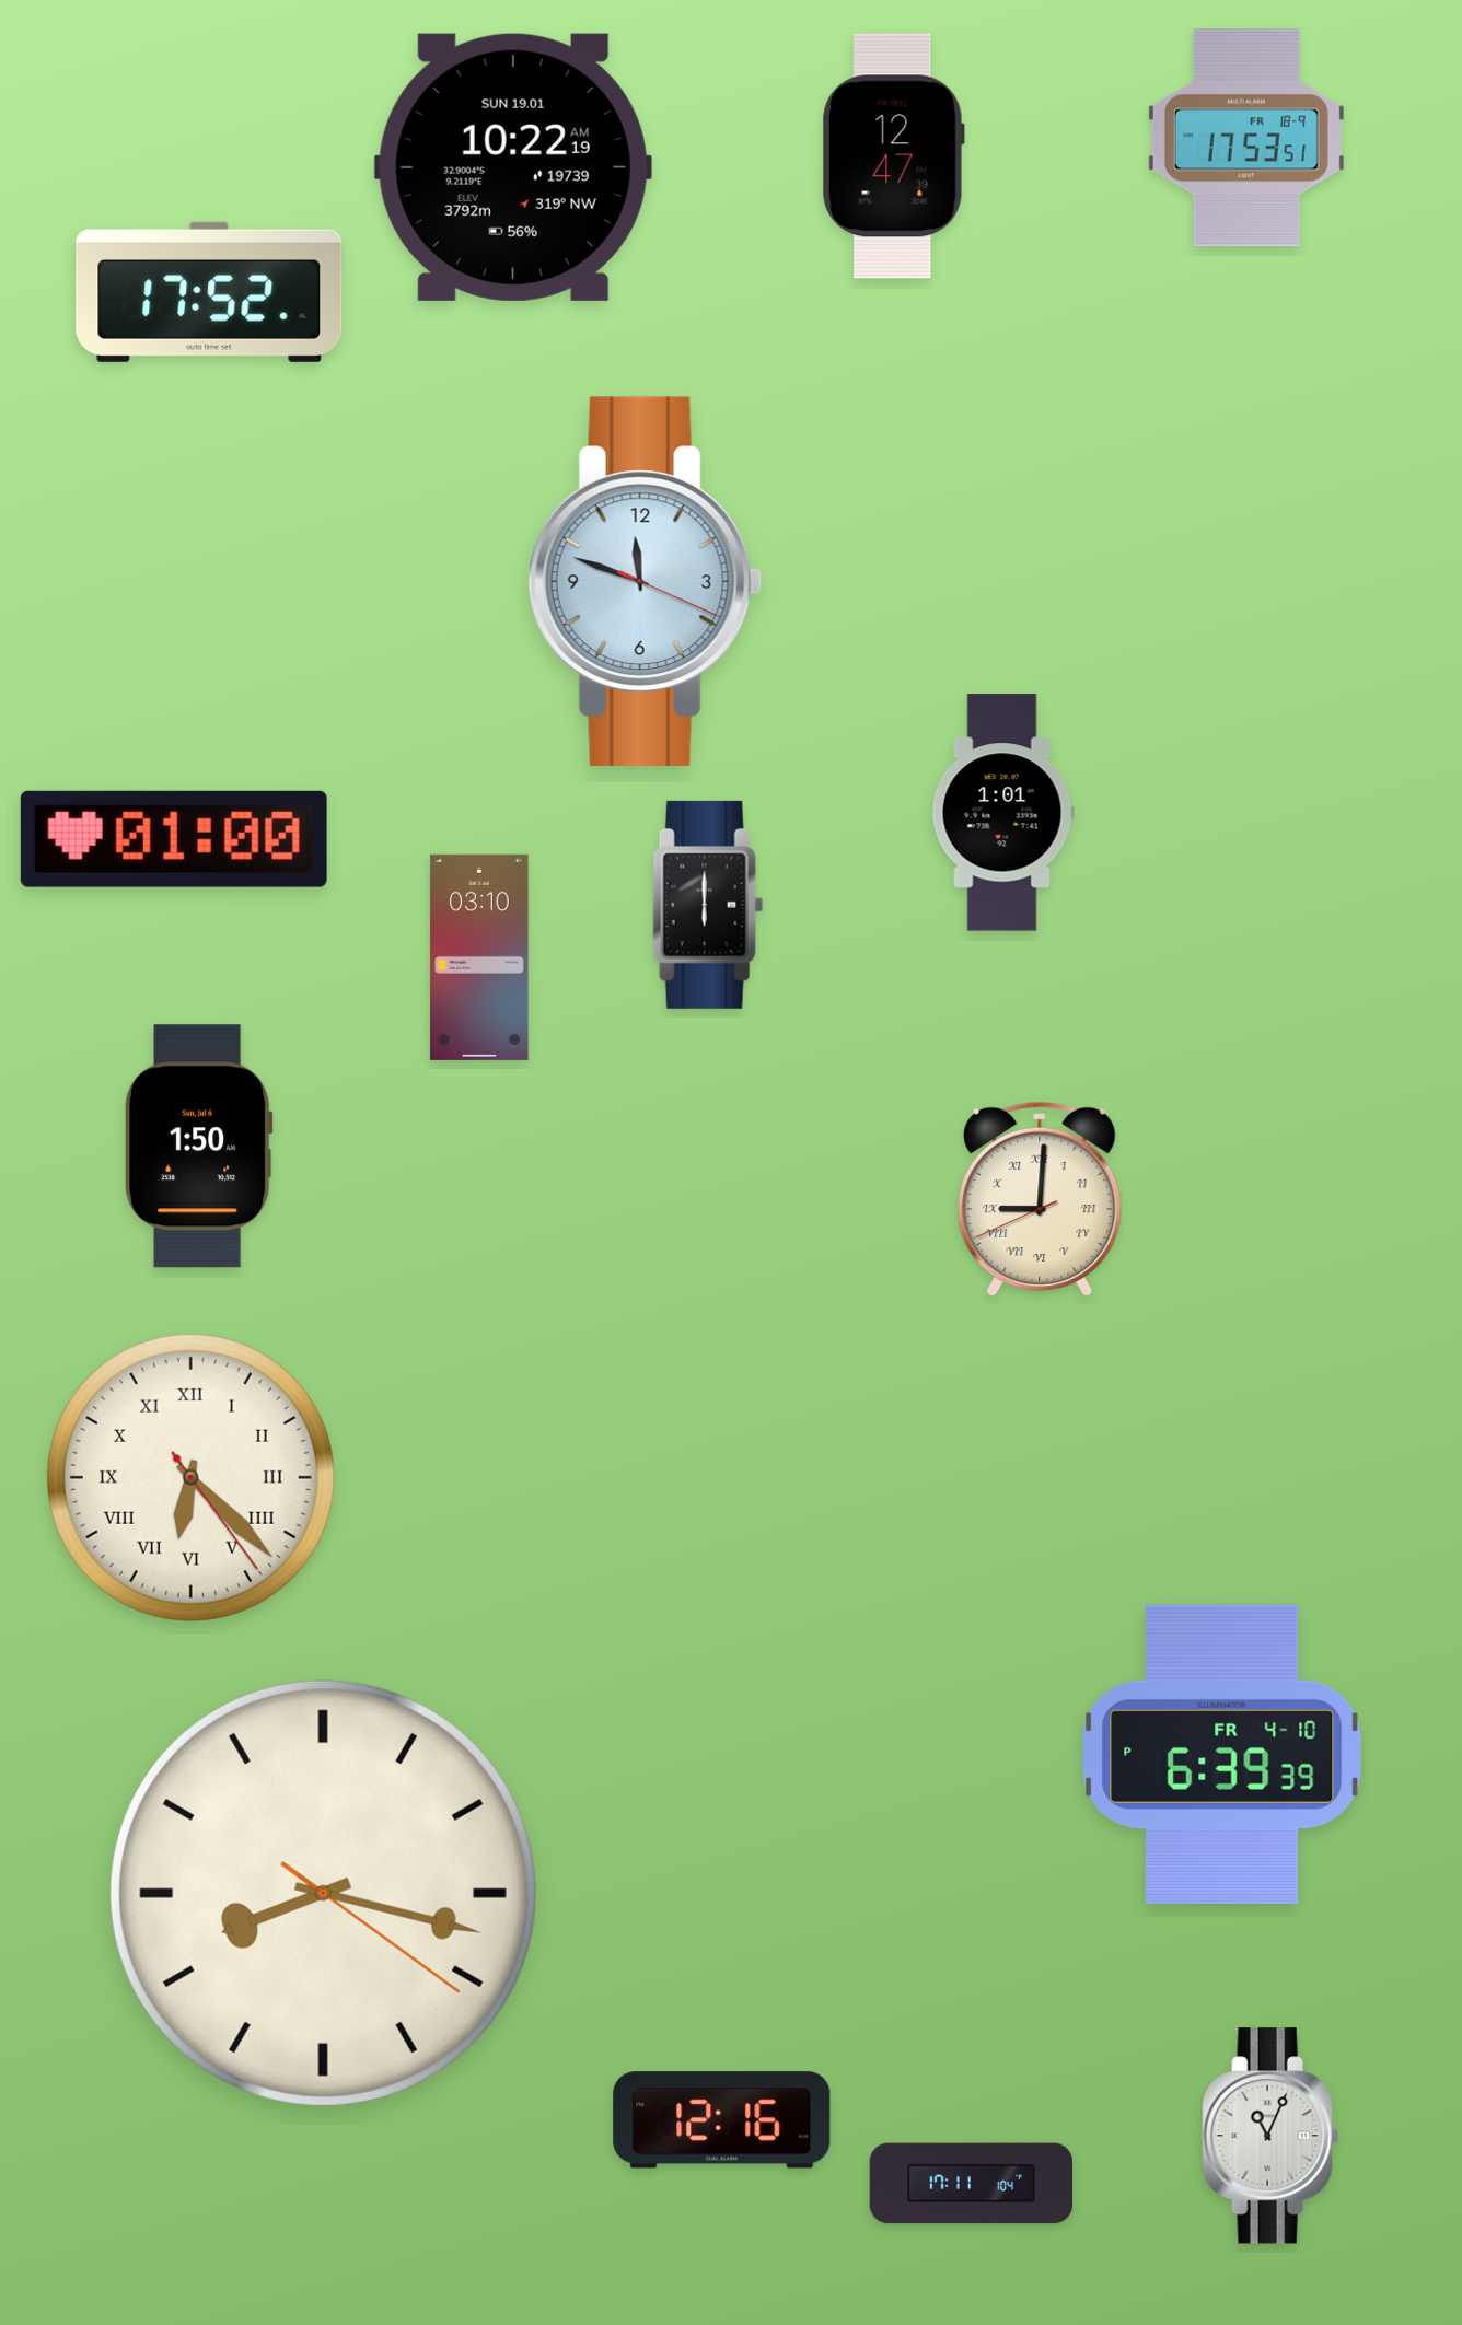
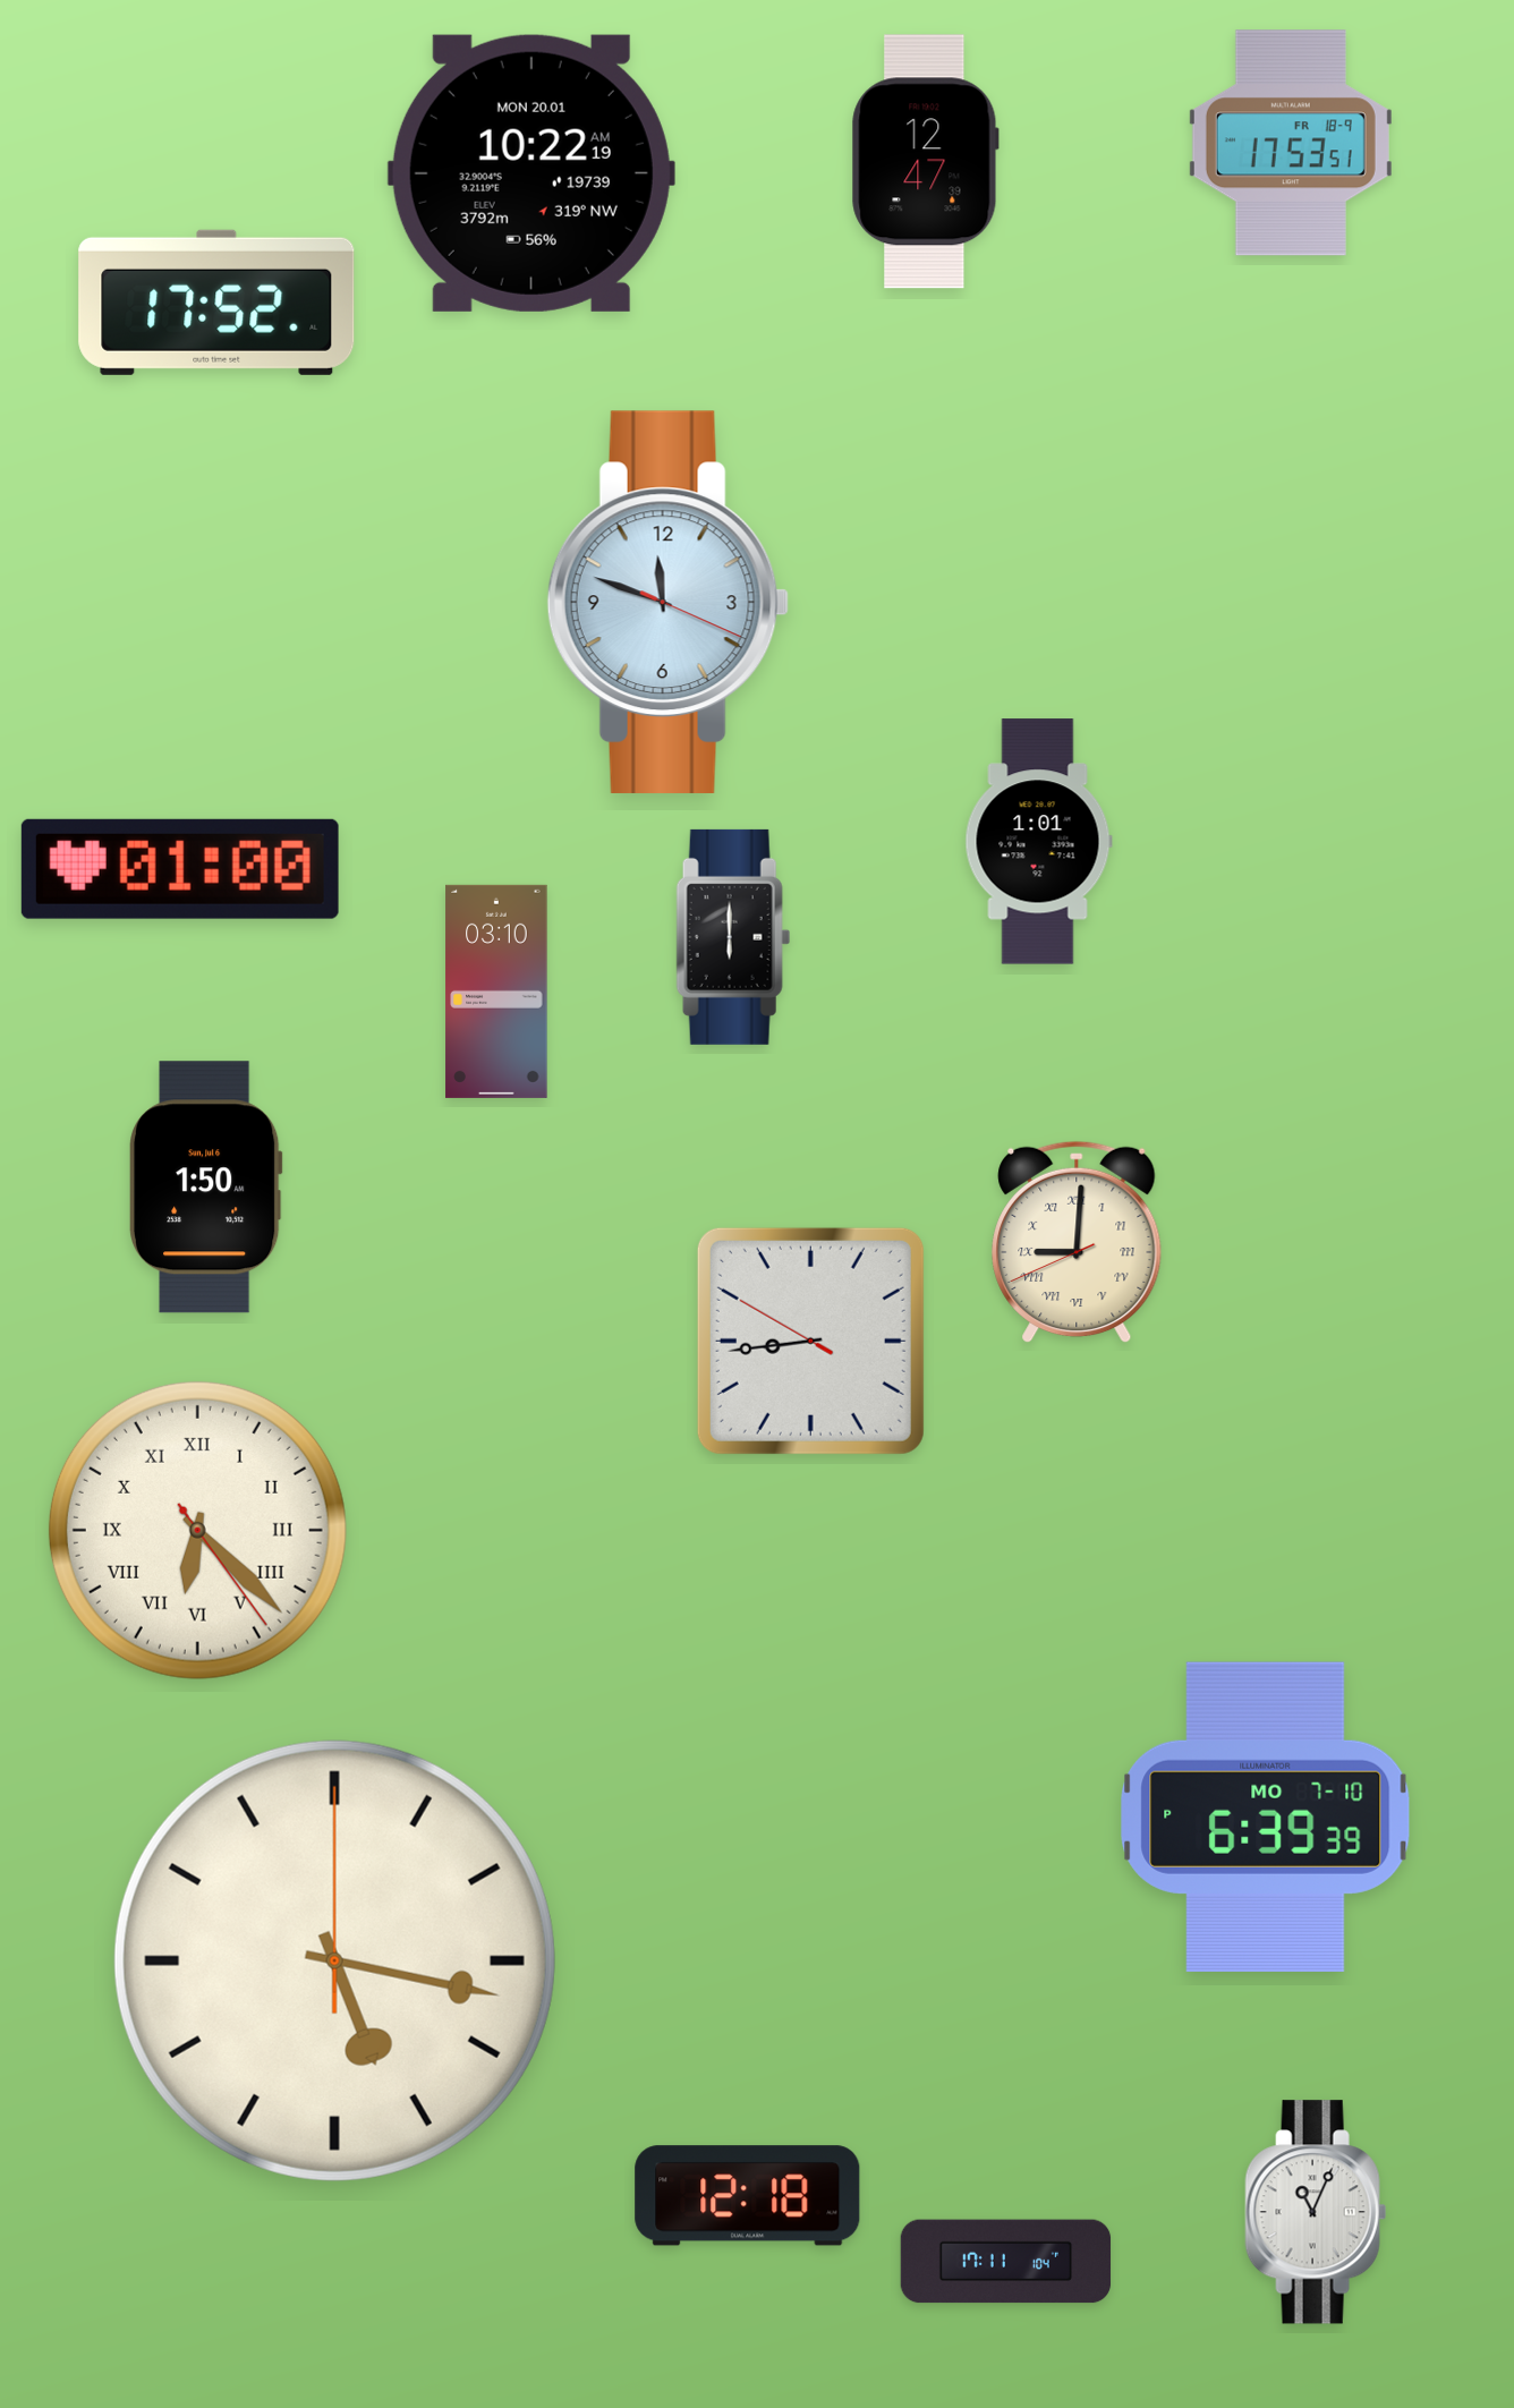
clock at (513, 167) date: SUN 19.01 -> MON 20.01
clock at (810, 1341): none -> 8:43
clock at (1222, 1754) date: FR 4-10 -> MO 7-10
clock at (323, 1893): 8:17 -> 5:17
clock at (722, 2120): 12:16 -> 12:18
